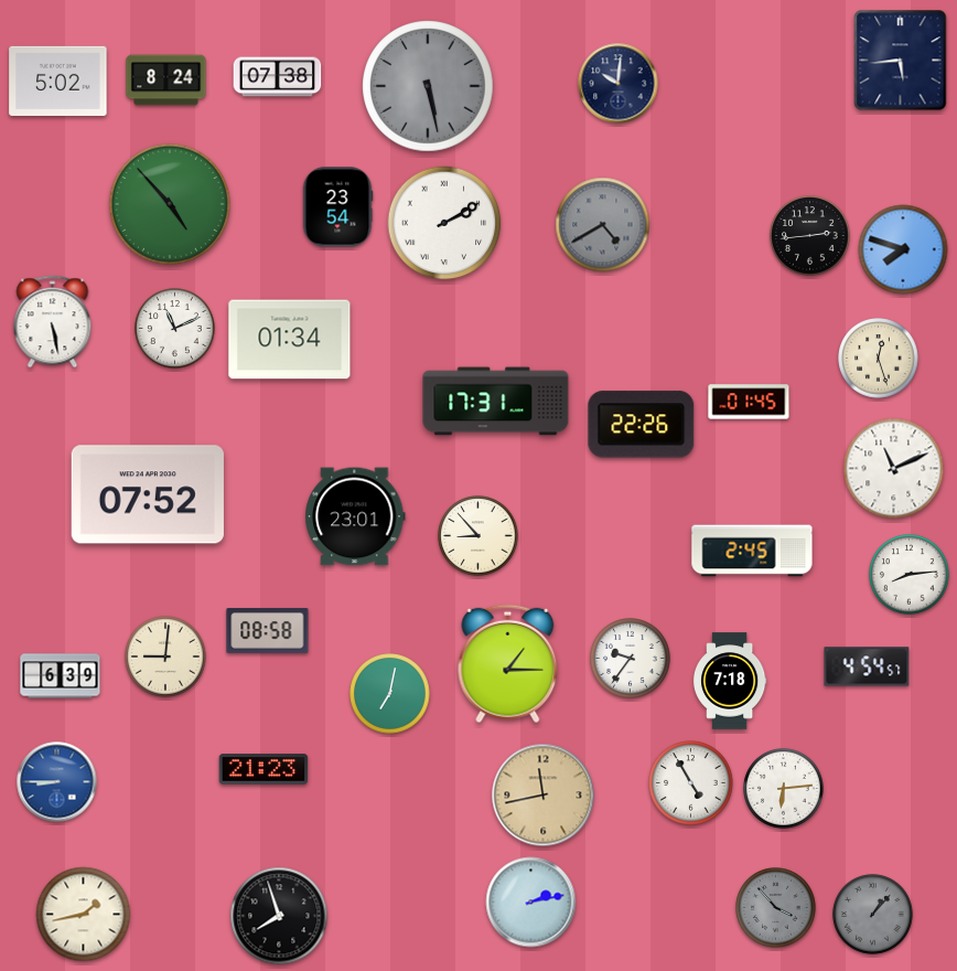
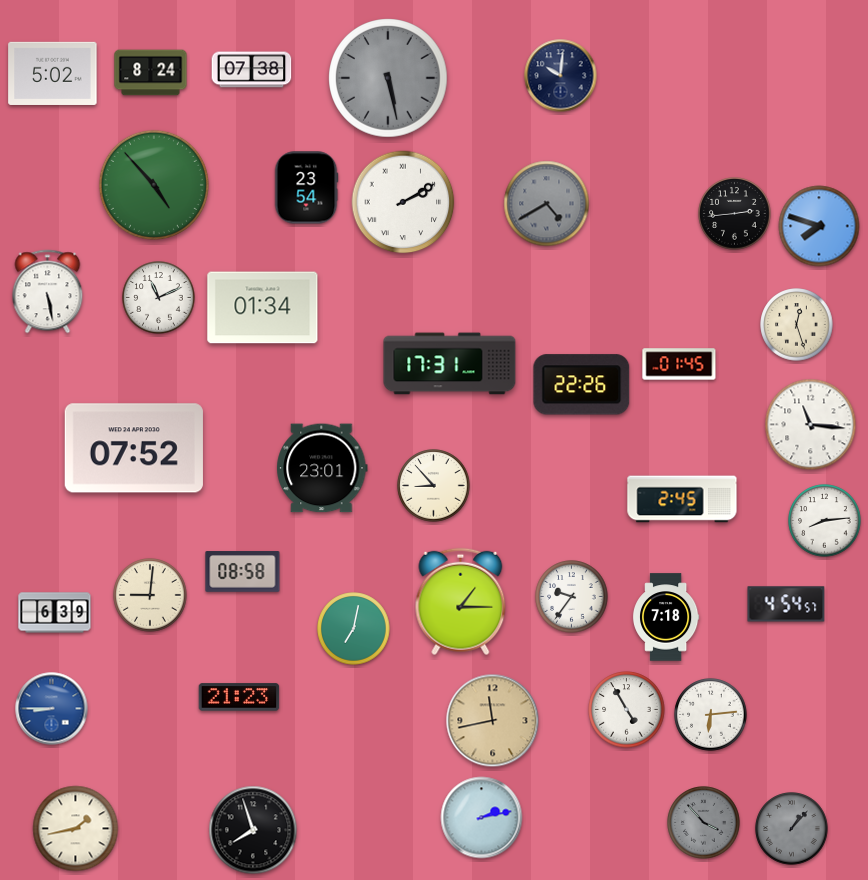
clock at (901, 61): 5:44 -> none
clock at (894, 469): 11:11 -> 11:16
clock at (730, 681) position: (730, 681) -> (666, 617)
